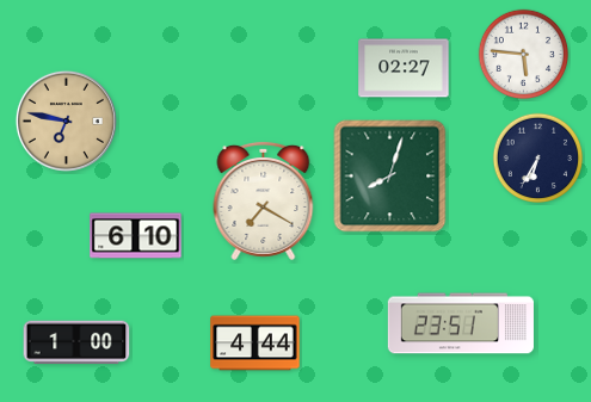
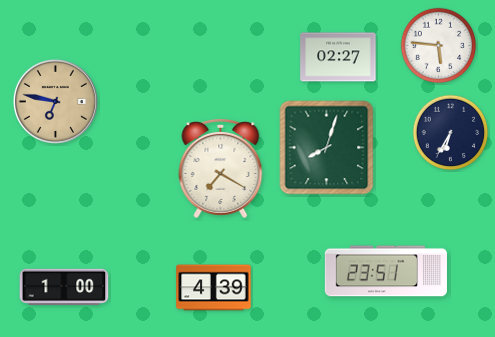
clock at (136, 236): 6:10 -> none
clock at (256, 344): 4:44 -> 4:39
